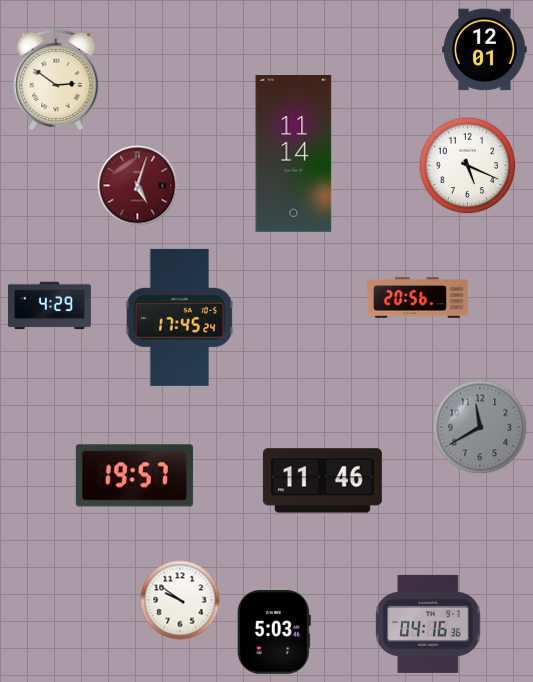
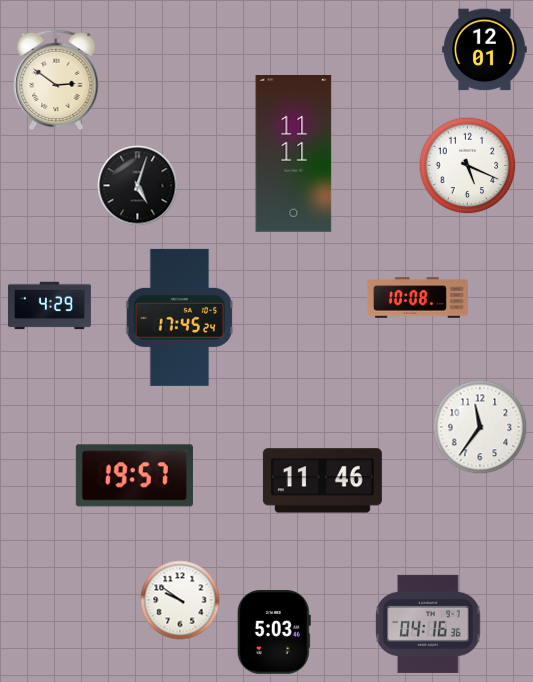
clock at (294, 154): 11:14 -> 11:11
clock at (138, 186) dial: burgundy -> black
clock at (417, 298): 20:56 -> 10:08
clock at (480, 427): 11:40 -> 11:36
clock at (480, 427) dial: grey -> white
